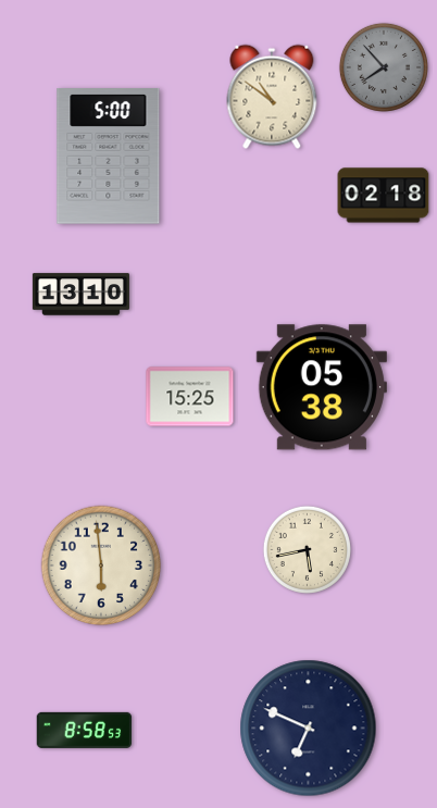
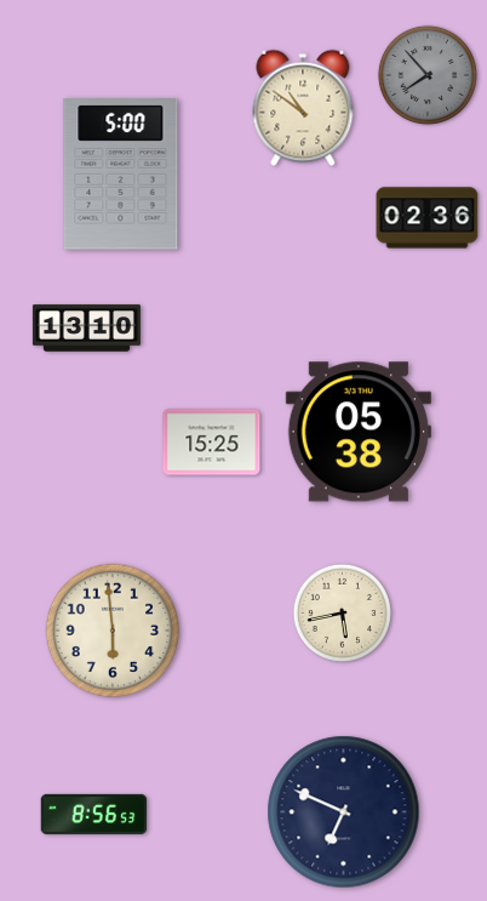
clock at (384, 196): 02:18 -> 02:36
clock at (80, 295) position: (80, 295) -> (86, 329)
clock at (85, 730): 8:58 -> 8:56
